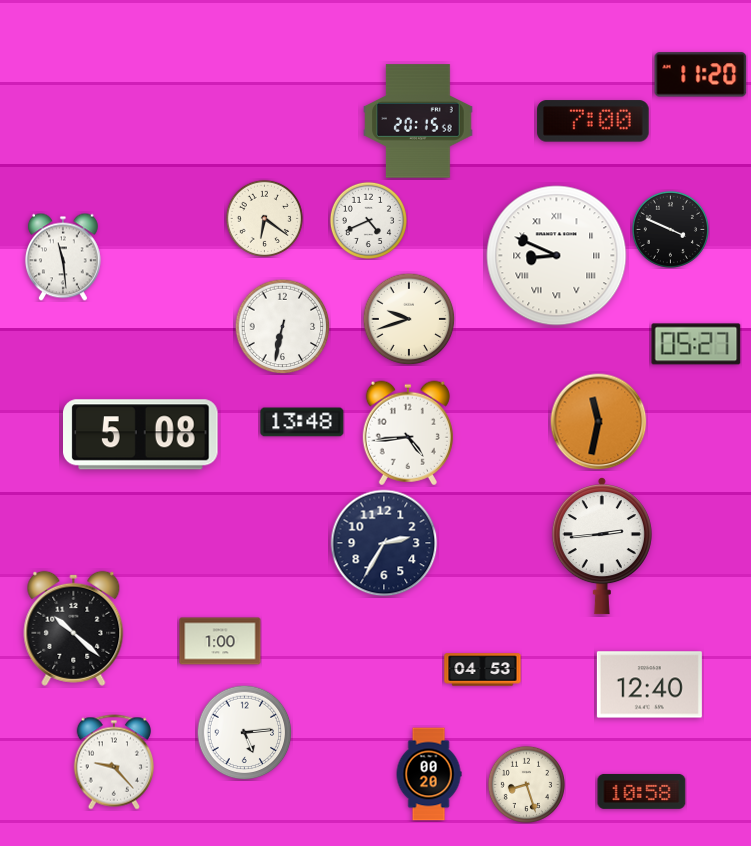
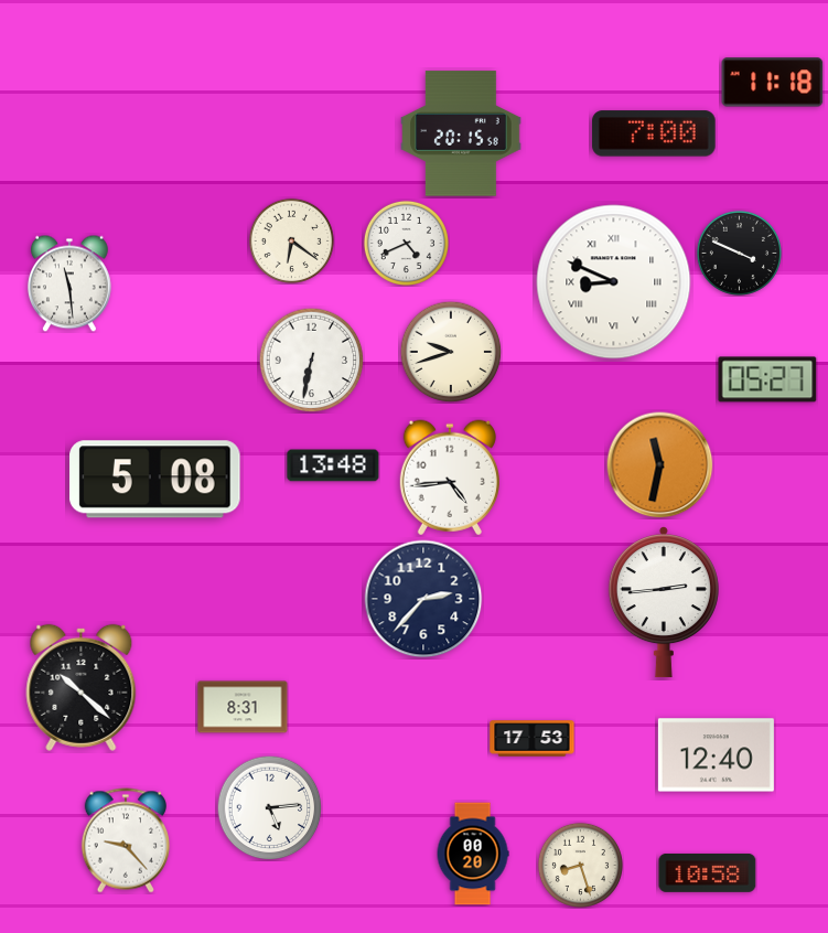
clock at (701, 75): 11:20 -> 11:18
clock at (384, 543): 2:35 -> 2:37
clock at (74, 628) position: (74, 628) -> (82, 687)
clock at (220, 641): 1:00 -> 8:31
clock at (483, 670): 04:53 -> 17:53
